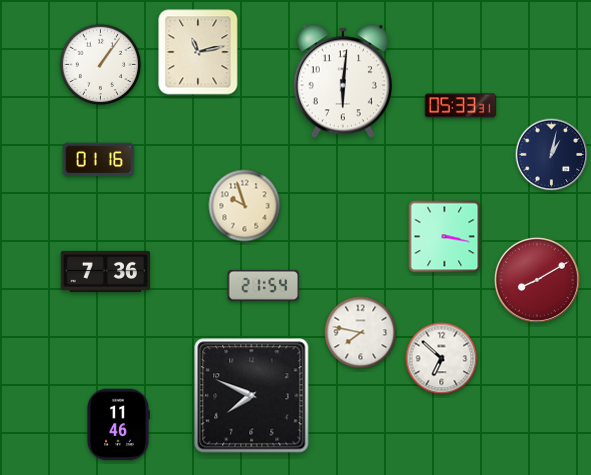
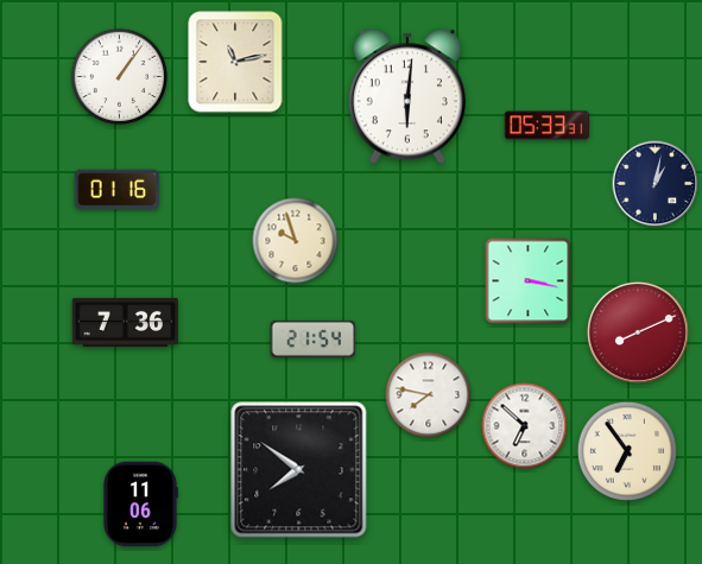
clock at (245, 206) position: (245, 206) -> (296, 241)
clock at (537, 280): 8:10 -> 8:11
clock at (627, 451): none -> 6:54
clock at (252, 396): 7:49 -> 7:51
clock at (118, 425): 11:46 -> 11:06
